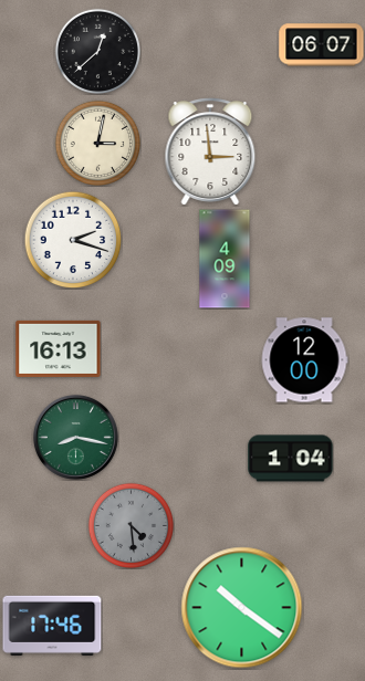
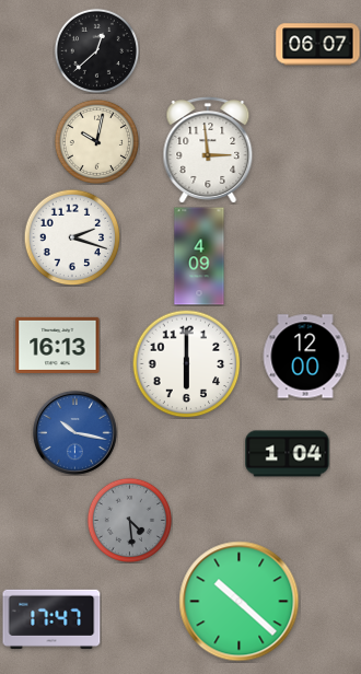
clock at (97, 143): 3:02 -> 10:02
clock at (225, 259) position: (225, 259) -> (199, 256)
clock at (304, 360) position: (304, 360) -> (305, 357)
clock at (187, 364): none -> 6:00
clock at (75, 437): 8:17 -> 10:17
clock at (75, 437) dial: green -> blue
clock at (242, 608): 10:21 -> 10:22
clock at (52, 626): 17:46 -> 17:47
